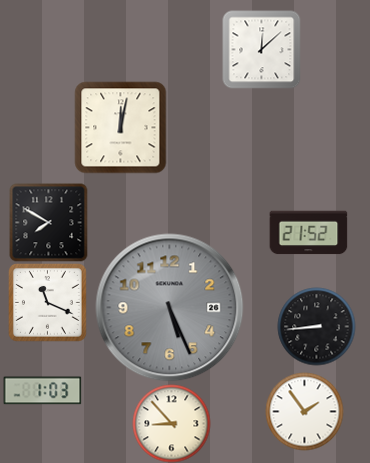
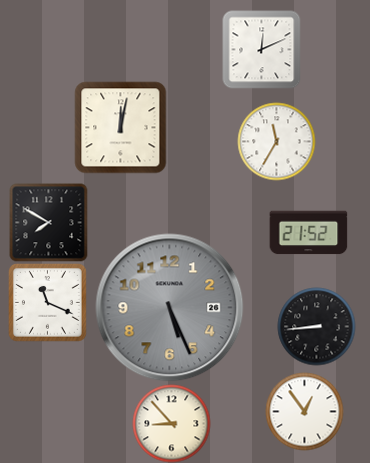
clock at (261, 49): 12:08 -> 12:11
clock at (276, 141): none -> 11:35
clock at (42, 391): 1:03 -> none
clock at (304, 411): 1:54 -> 12:54
